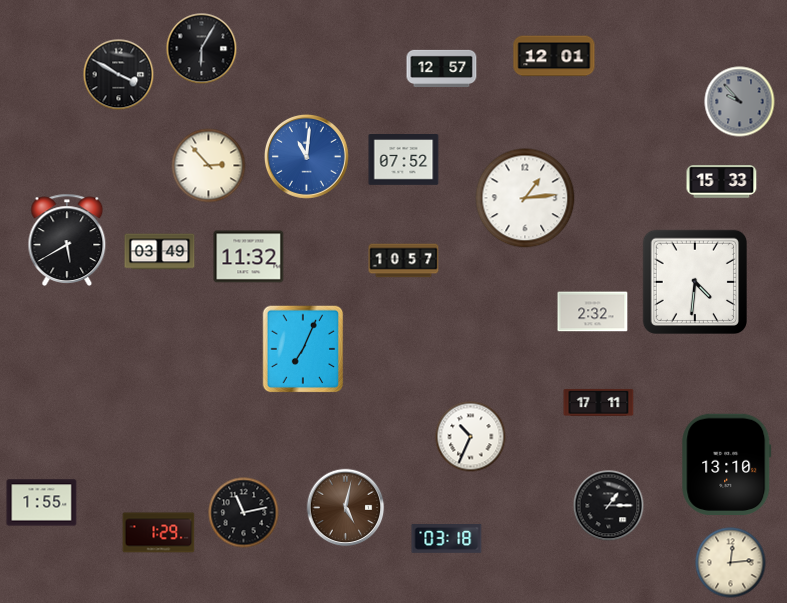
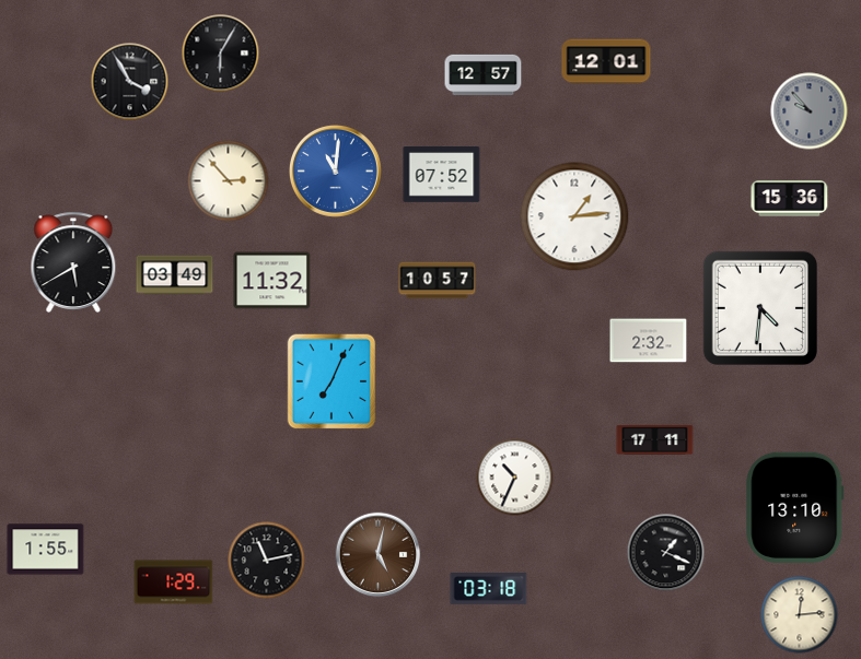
clock at (119, 75): 3:50 -> 3:55
clock at (722, 182): 15:33 -> 15:36
clock at (404, 261) position: (404, 261) -> (438, 281)
clock at (609, 506): 1:15 -> 1:19
